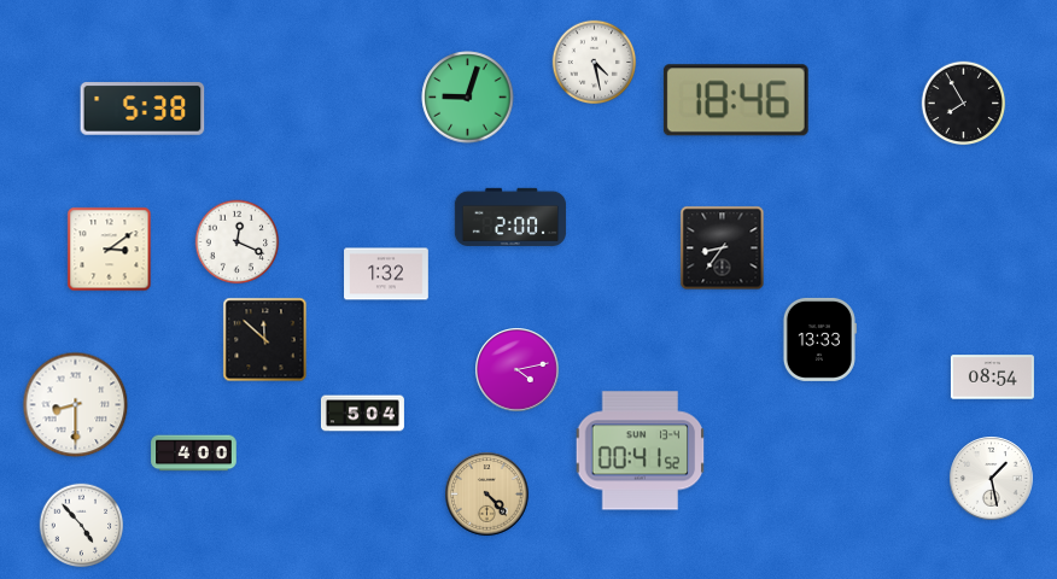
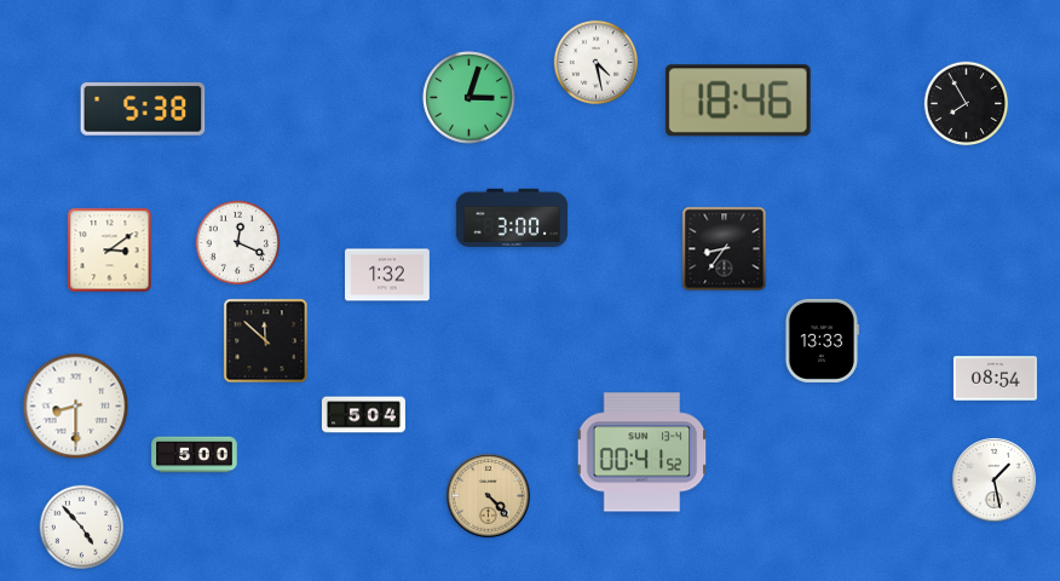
clock at (468, 98): 9:03 -> 3:03
clock at (510, 217): 2:00 -> 3:00
clock at (518, 370): 4:13 -> none
clock at (194, 454): 4:00 -> 5:00
